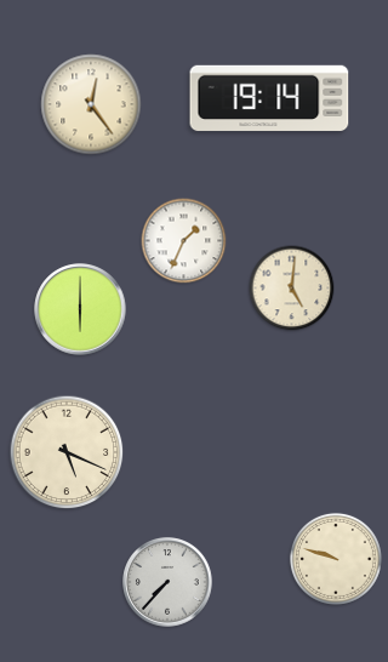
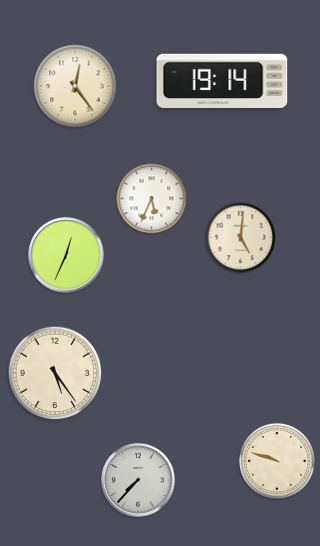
clock at (184, 241): 1:34 -> 5:34
clock at (80, 309): 6:00 -> 12:34
clock at (67, 452): 5:19 -> 5:24
